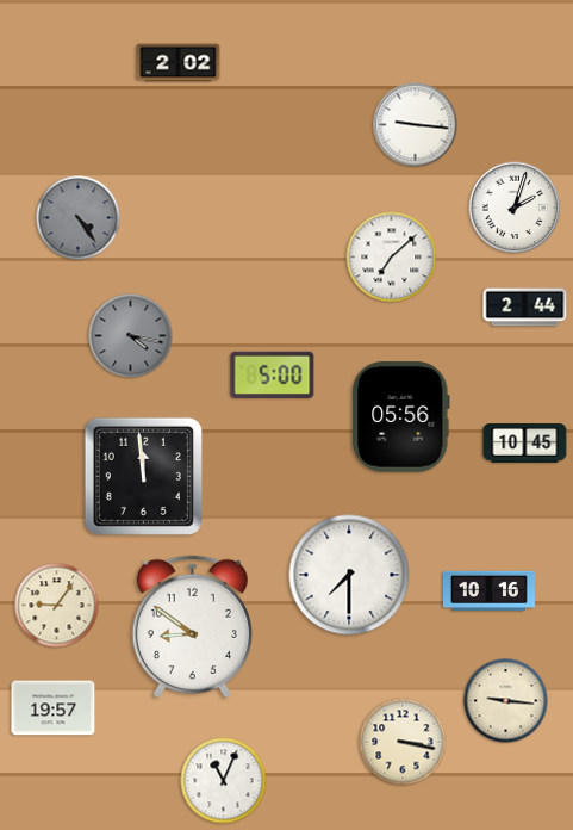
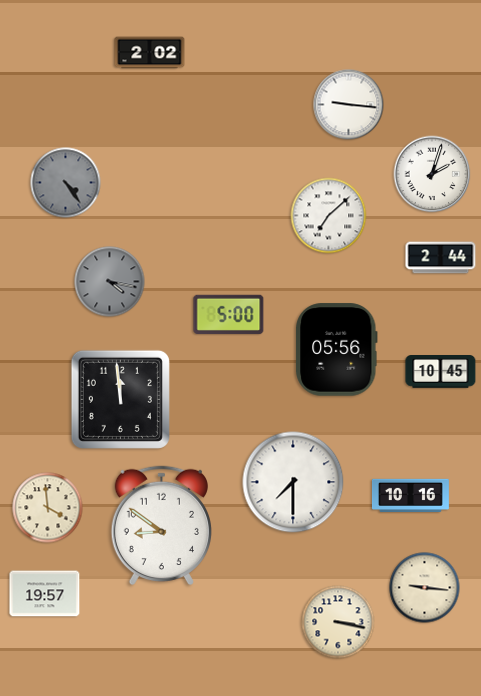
clock at (57, 606): 9:06 -> 3:59
clock at (224, 781): 11:04 -> none
